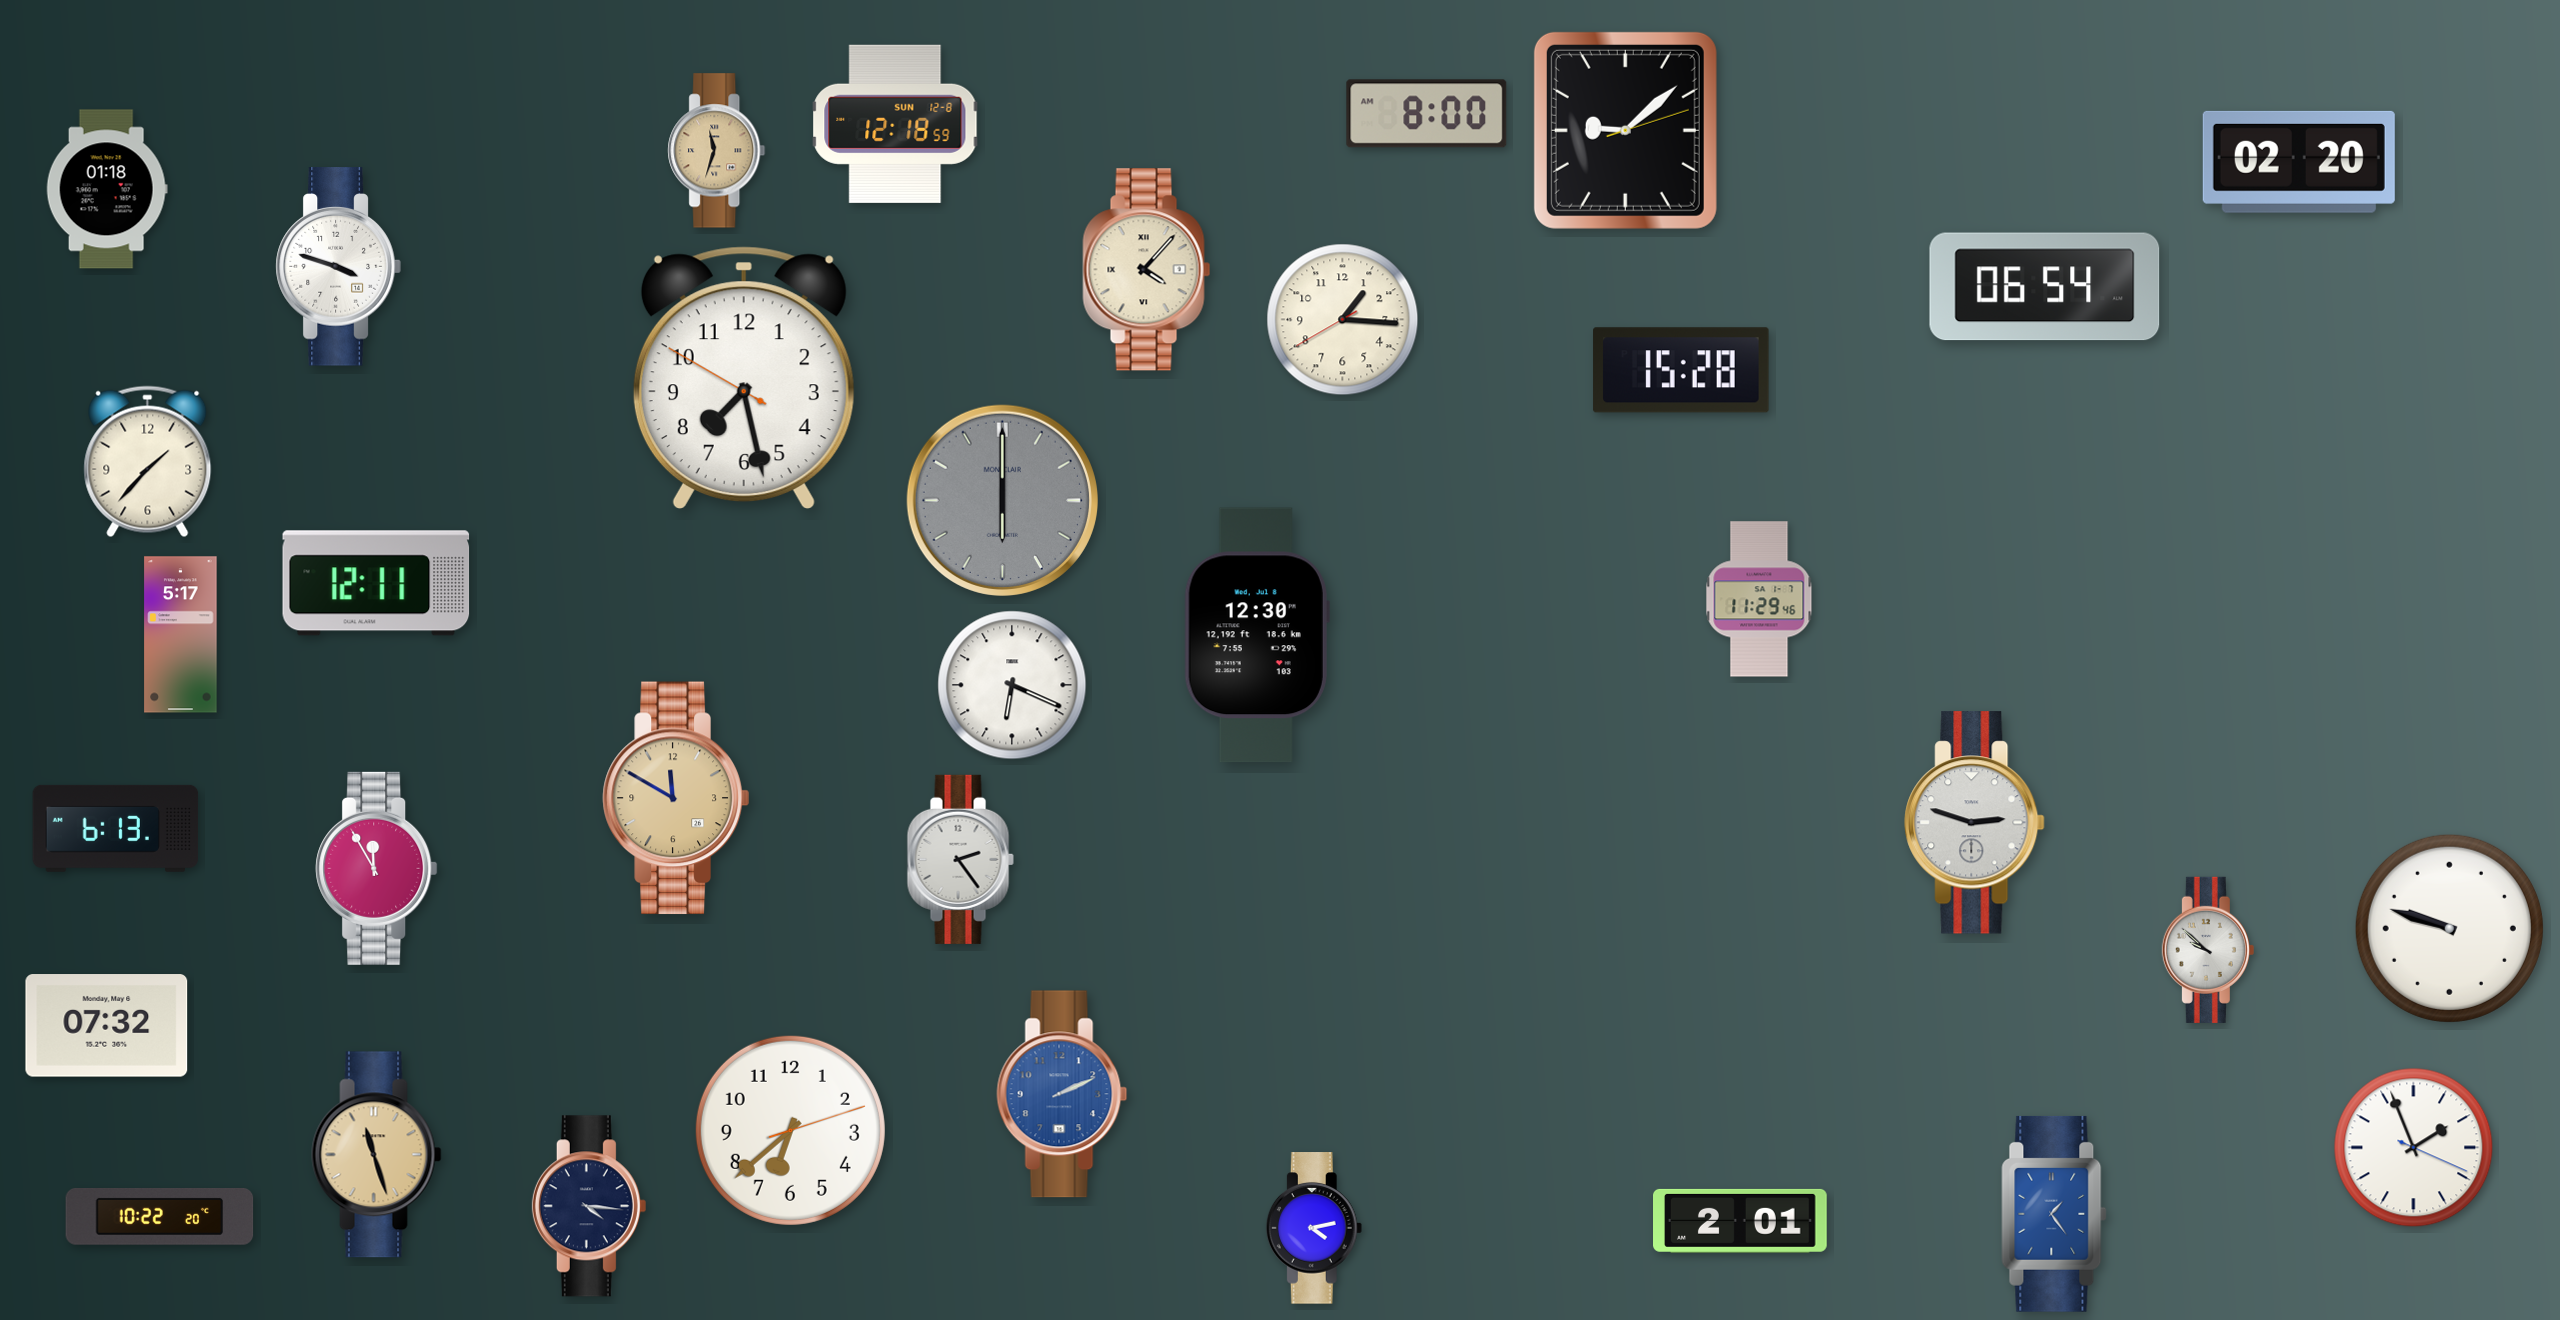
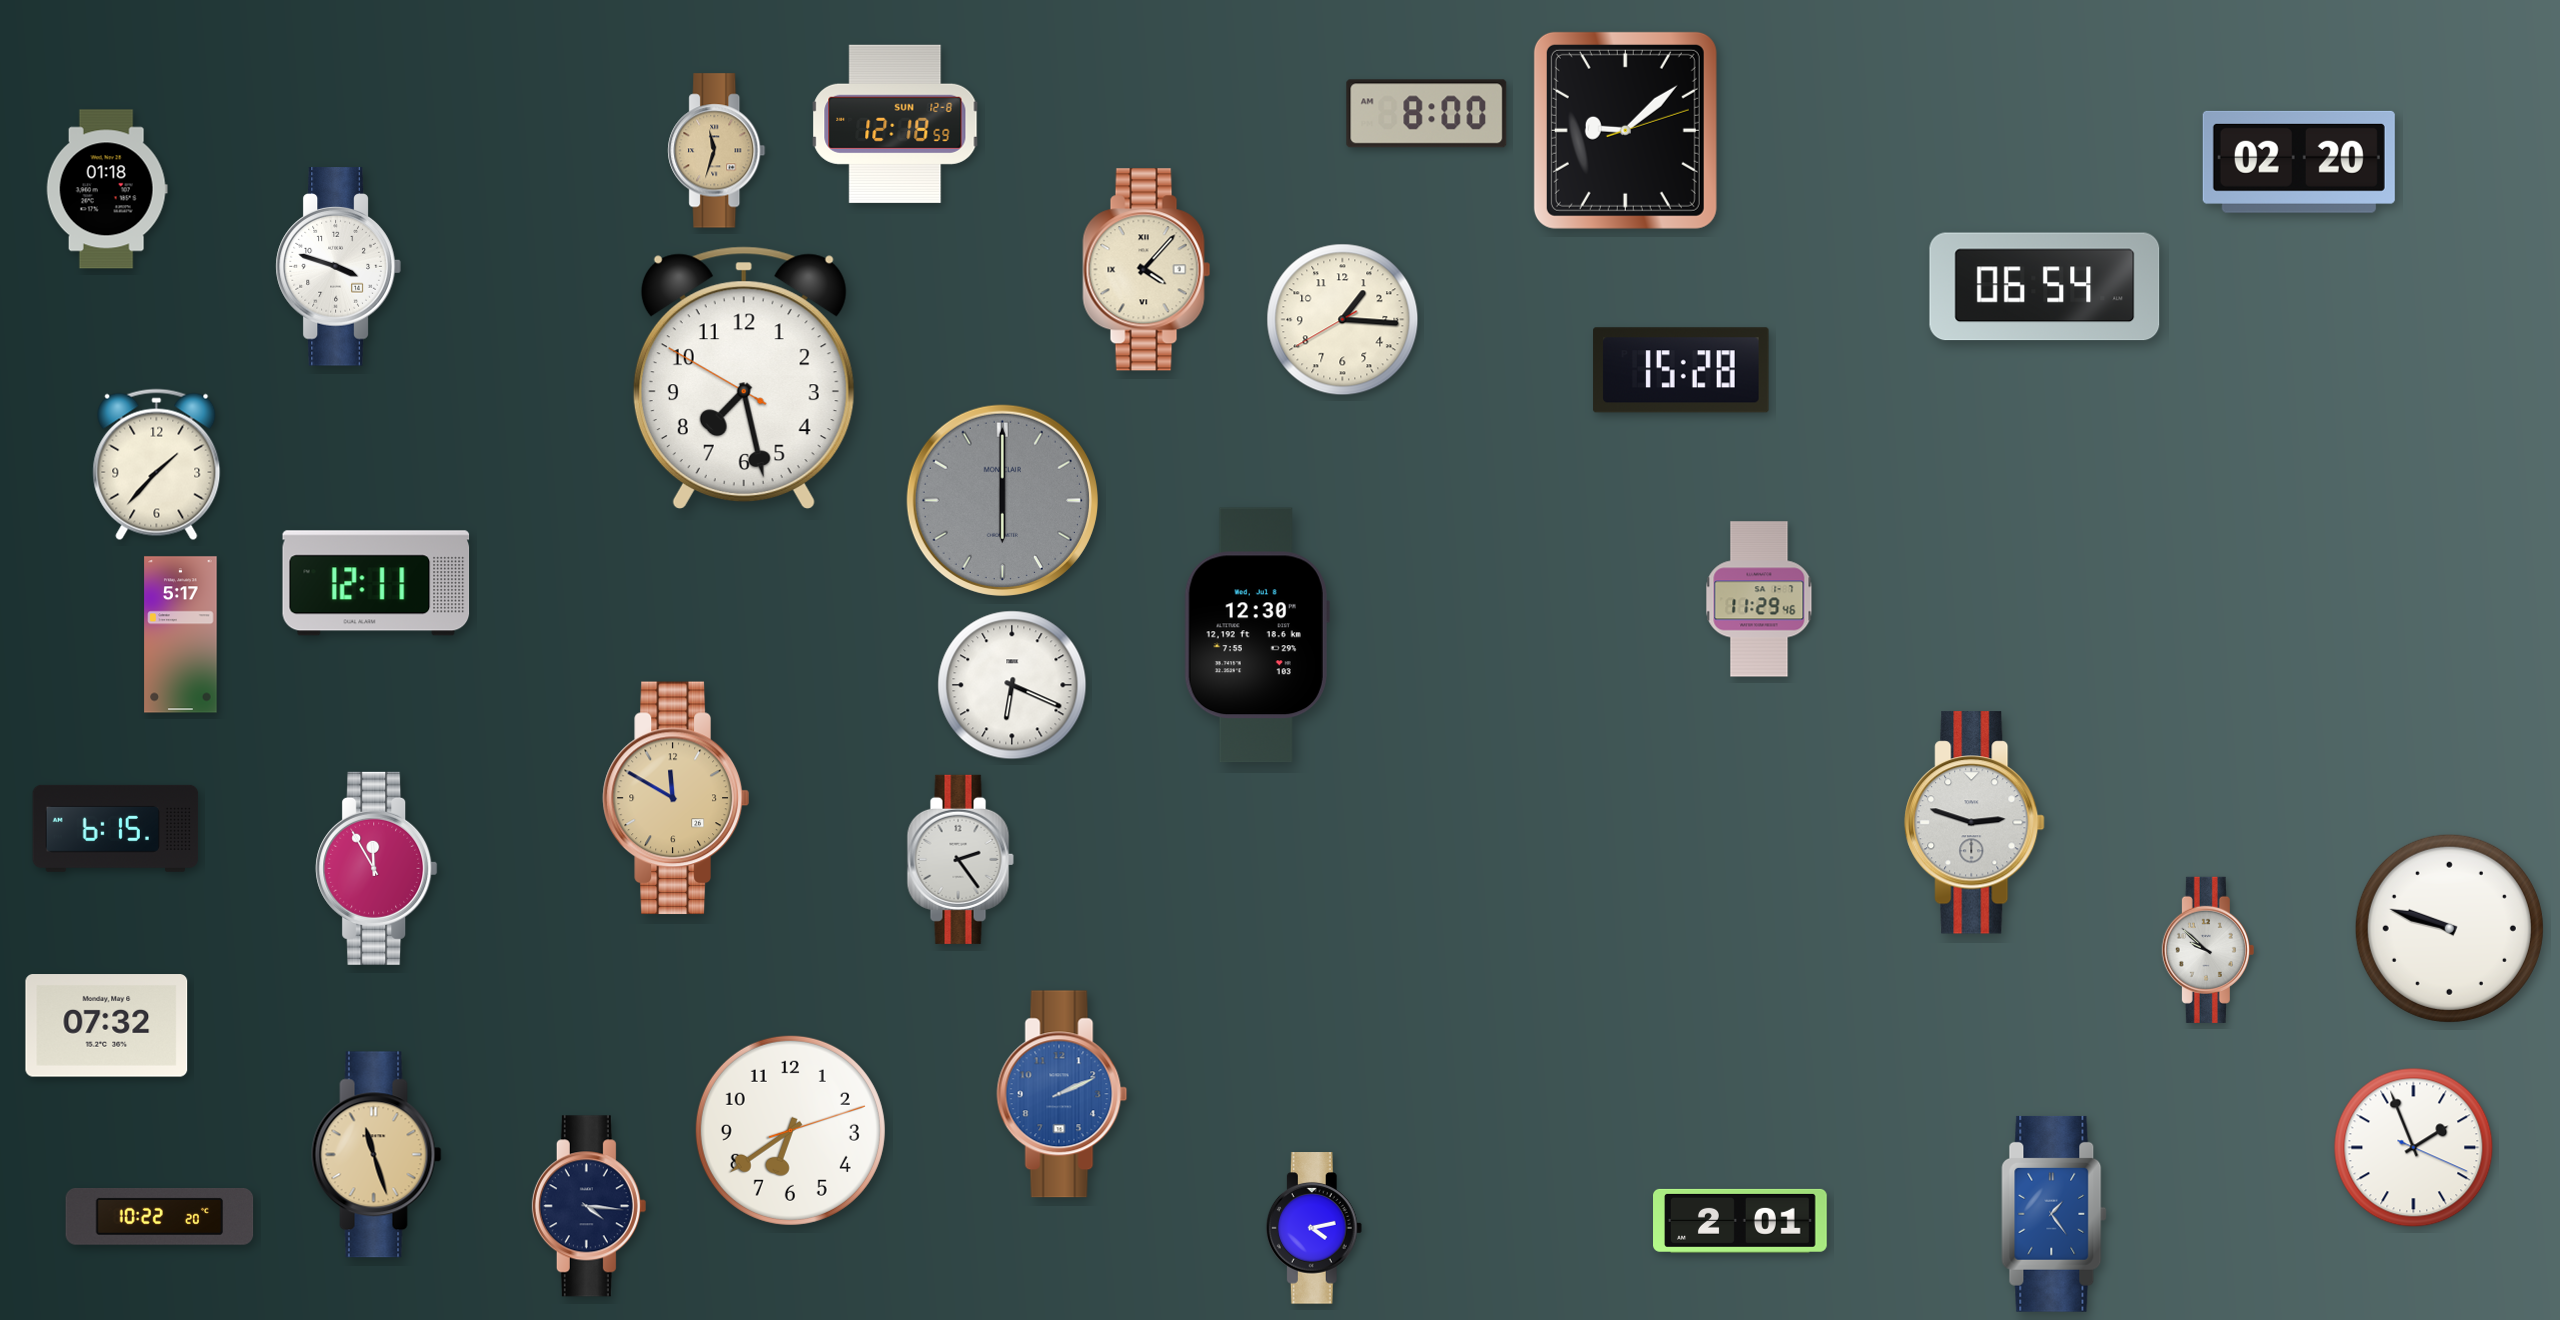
clock at (148, 462) position: (148, 462) -> (157, 465)
clock at (116, 828): 6:13 -> 6:15
clock at (790, 1130): 6:38 -> 6:39
